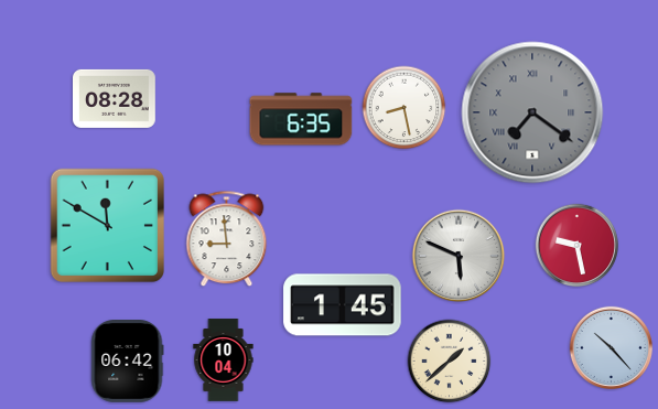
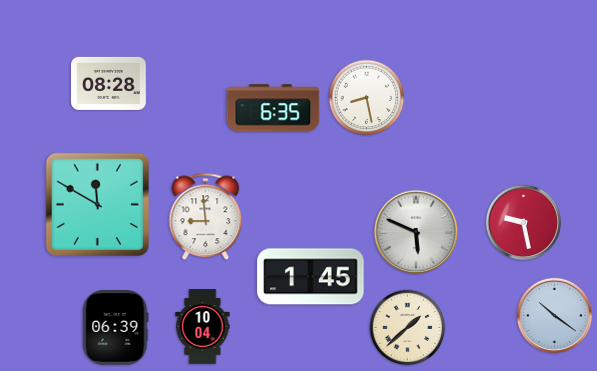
clock at (115, 98) position: (115, 98) -> (109, 83)
clock at (532, 112): 7:21 -> none
clock at (611, 347): 10:23 -> 10:21
clock at (127, 362): 06:42 -> 06:39
